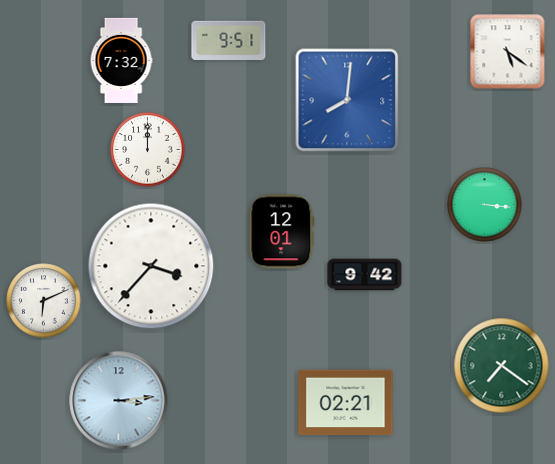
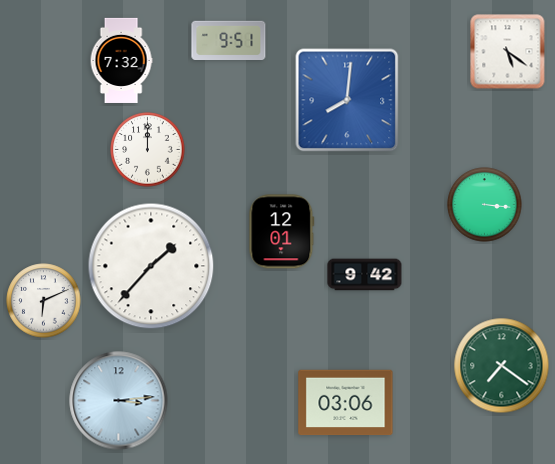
clock at (151, 266): 3:37 -> 1:37
clock at (346, 403): 02:21 -> 03:06
